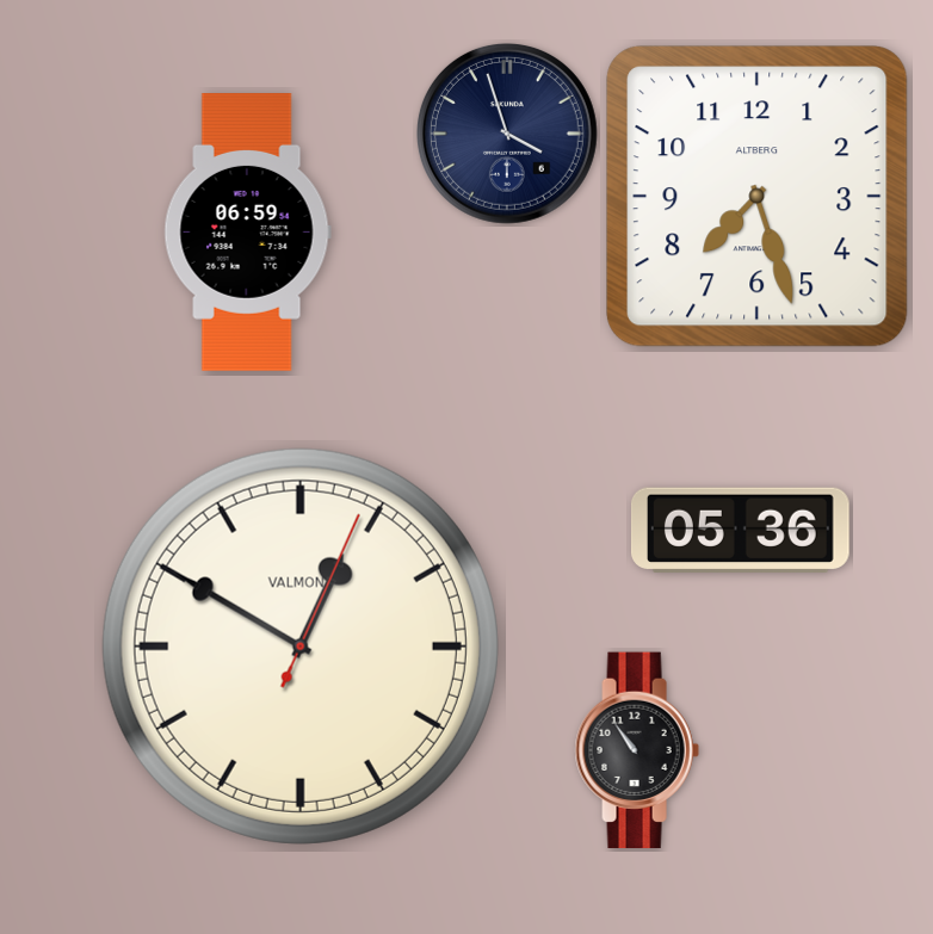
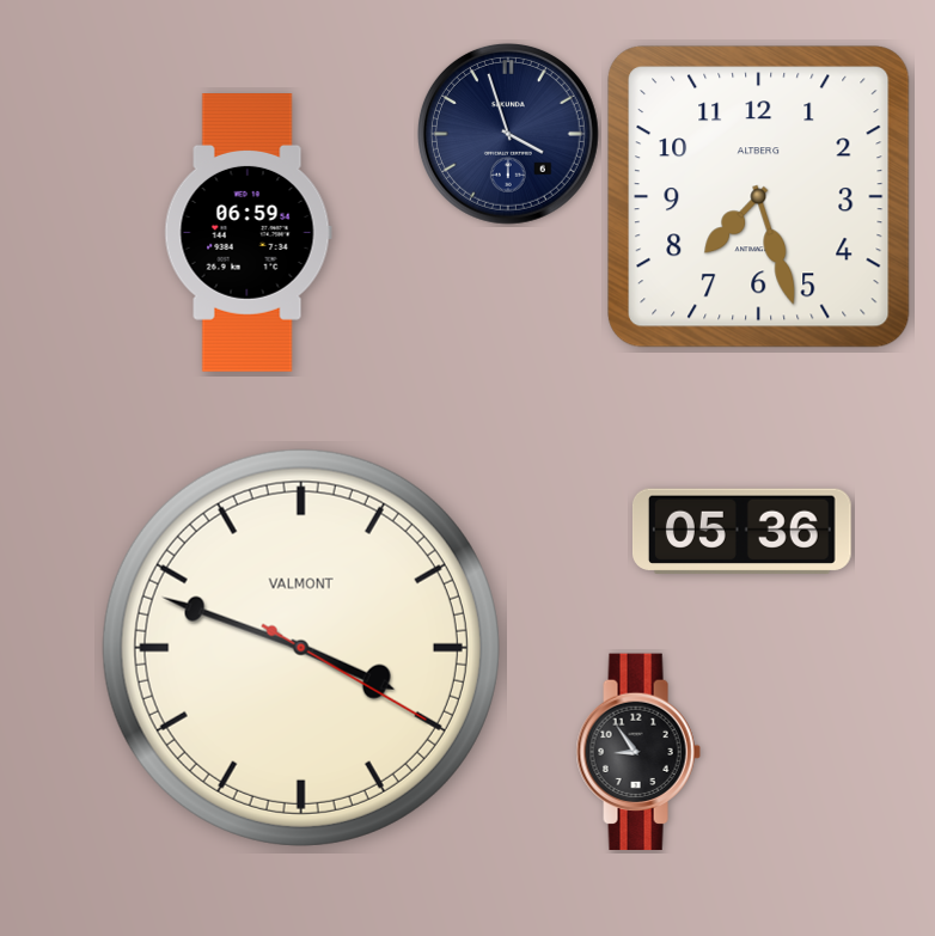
clock at (301, 647): 12:50 -> 3:48
clock at (637, 750): 10:54 -> 8:54
